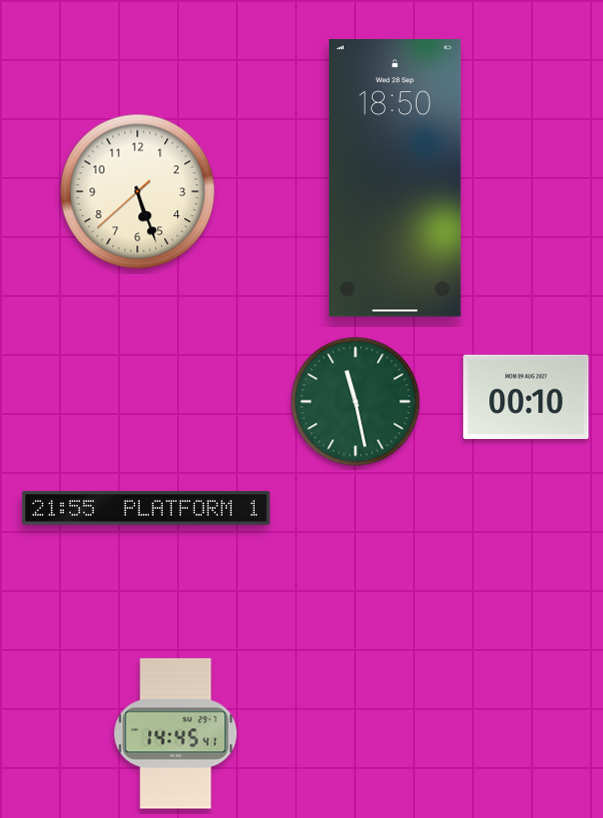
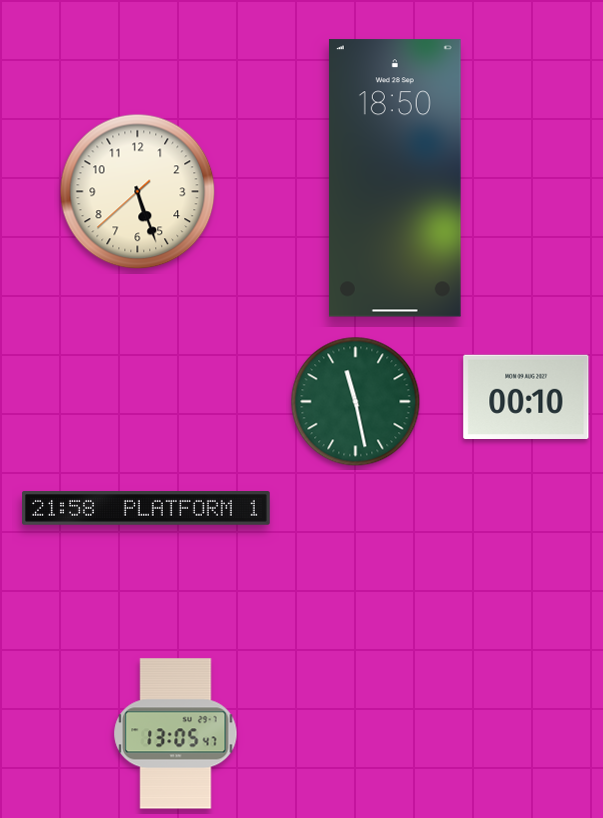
clock at (147, 508): 21:55 -> 21:58
clock at (176, 734): 14:45 -> 13:05
